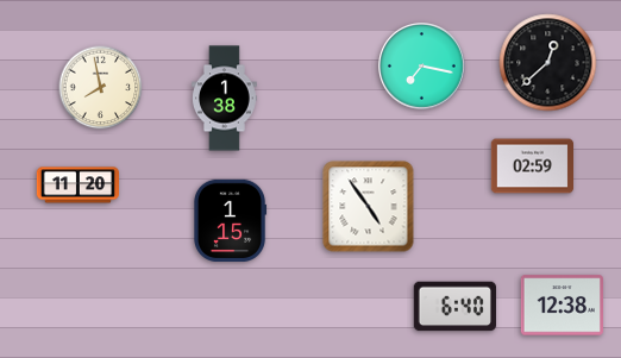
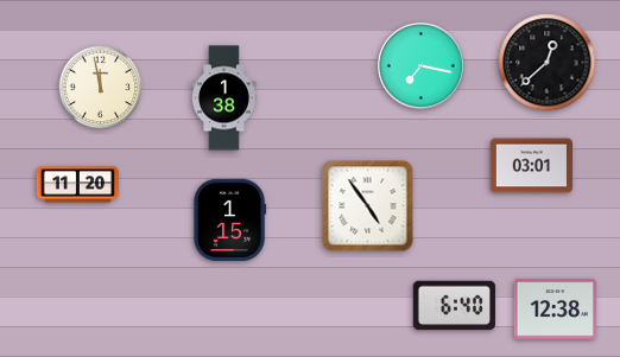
clock at (101, 88): 7:58 -> 11:58
clock at (532, 167): 02:59 -> 03:01
clock at (562, 306) position: (562, 306) -> (555, 310)
